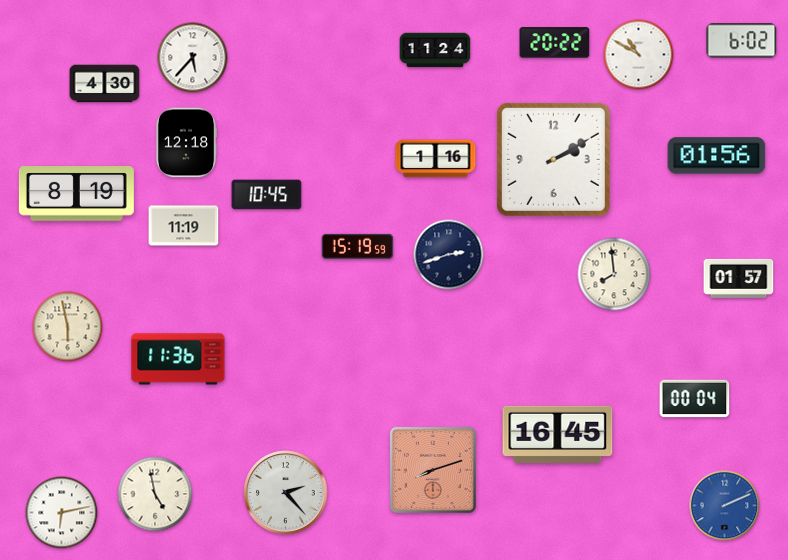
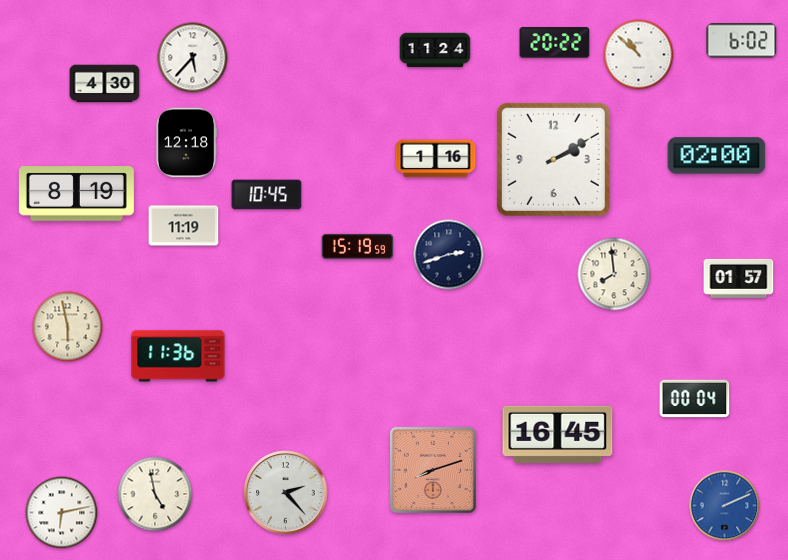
clock at (639, 55): 10:50 -> 10:52
clock at (717, 156): 01:56 -> 02:00
clock at (178, 359) position: (178, 359) -> (178, 356)
